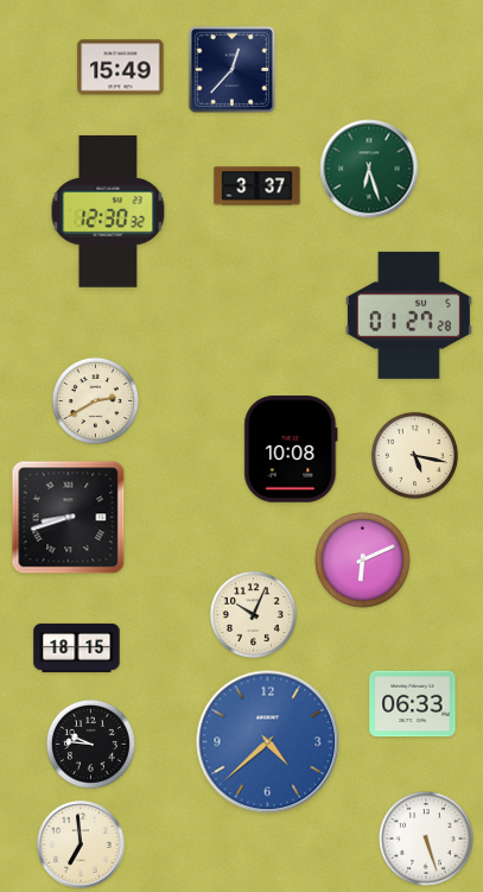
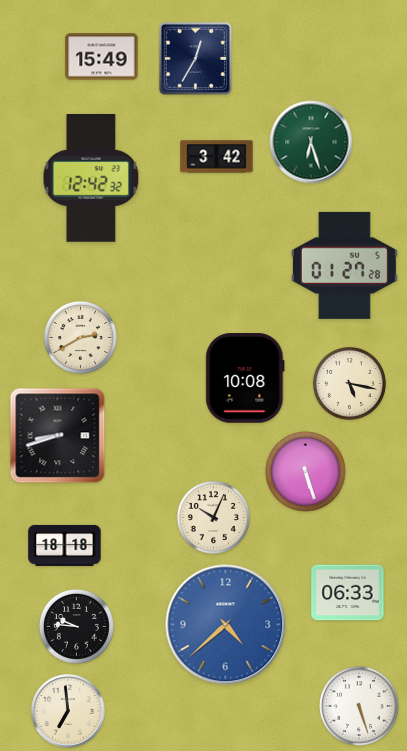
clock at (231, 69): 12:37 -> 12:35
clock at (258, 186): 3:37 -> 3:42
clock at (108, 211): 12:30 -> 12:42
clock at (363, 561): 6:11 -> 5:27
clock at (77, 647): 18:15 -> 18:18
